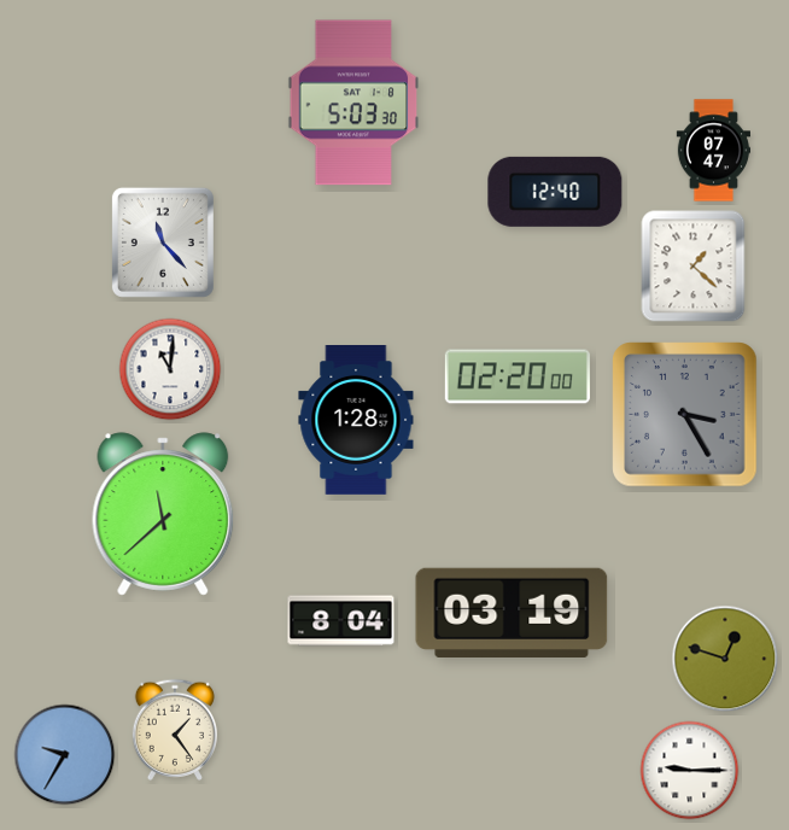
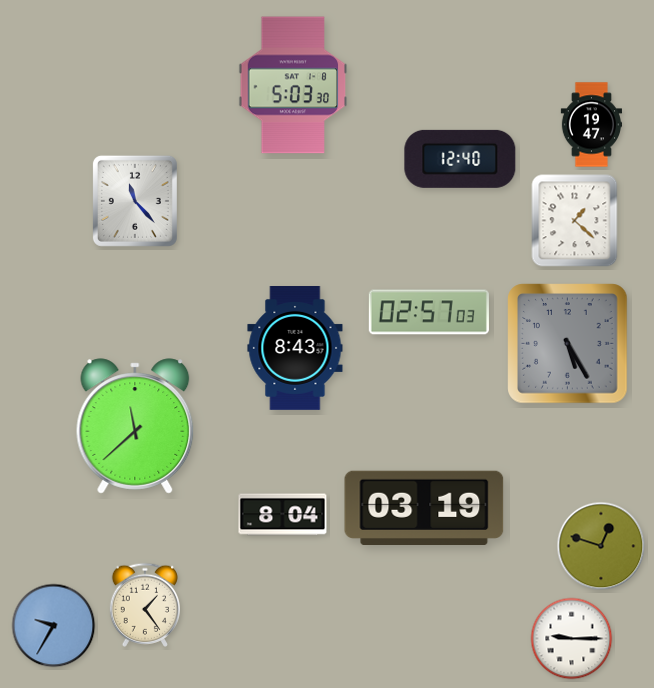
clock at (714, 151): 07:47 -> 19:47
clock at (170, 369): 11:01 -> none
clock at (518, 376): 02:20 -> 02:57
clock at (685, 415): 3:25 -> 5:25
clock at (356, 421): 1:28 -> 8:43
